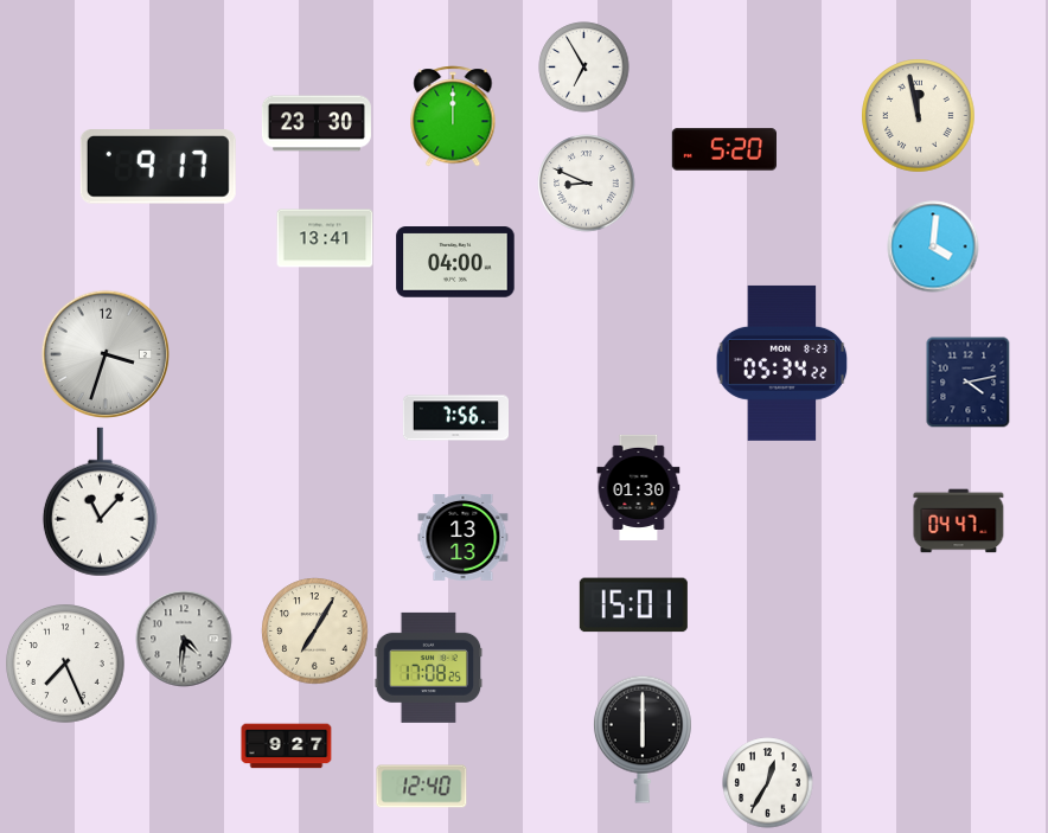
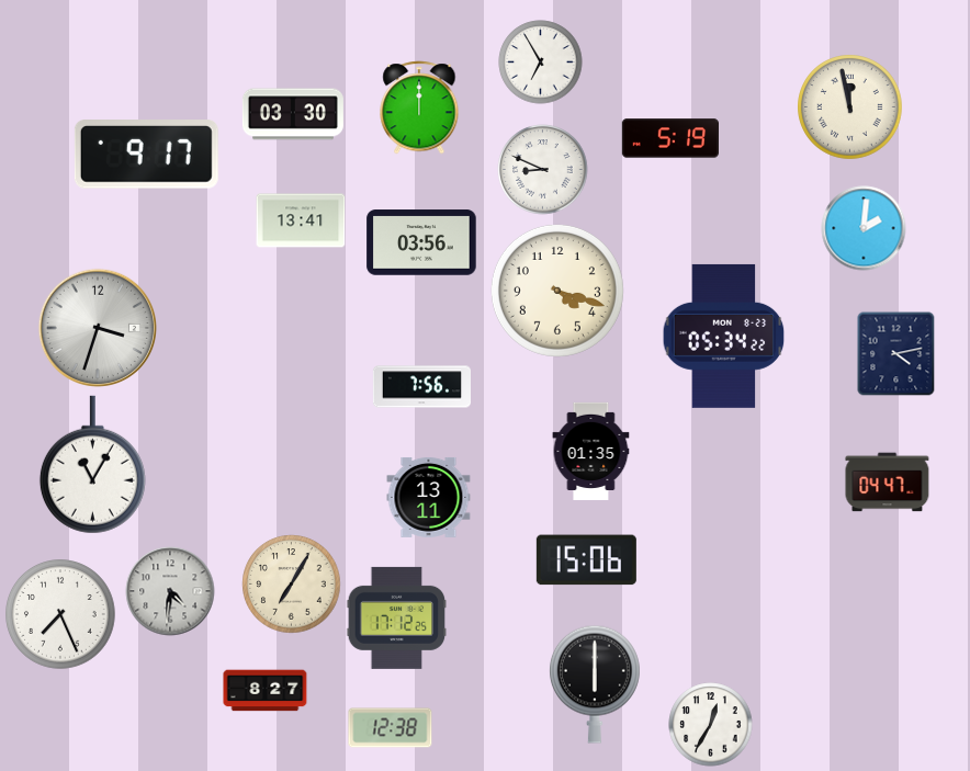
clock at (317, 123): 23:30 -> 03:30
clock at (723, 149): 5:20 -> 5:19
clock at (933, 246): 4:01 -> 2:01
clock at (455, 262): 04:00 -> 03:56
clock at (557, 291): none -> 4:18
clock at (639, 487): 01:30 -> 01:35
clock at (100, 502): 11:07 -> 11:05
clock at (464, 537): 13:13 -> 13:11
clock at (633, 605): 15:01 -> 15:06
clock at (429, 667): 17:08 -> 17:12
clock at (287, 747): 9:27 -> 8:27
clock at (422, 787): 12:40 -> 12:38
